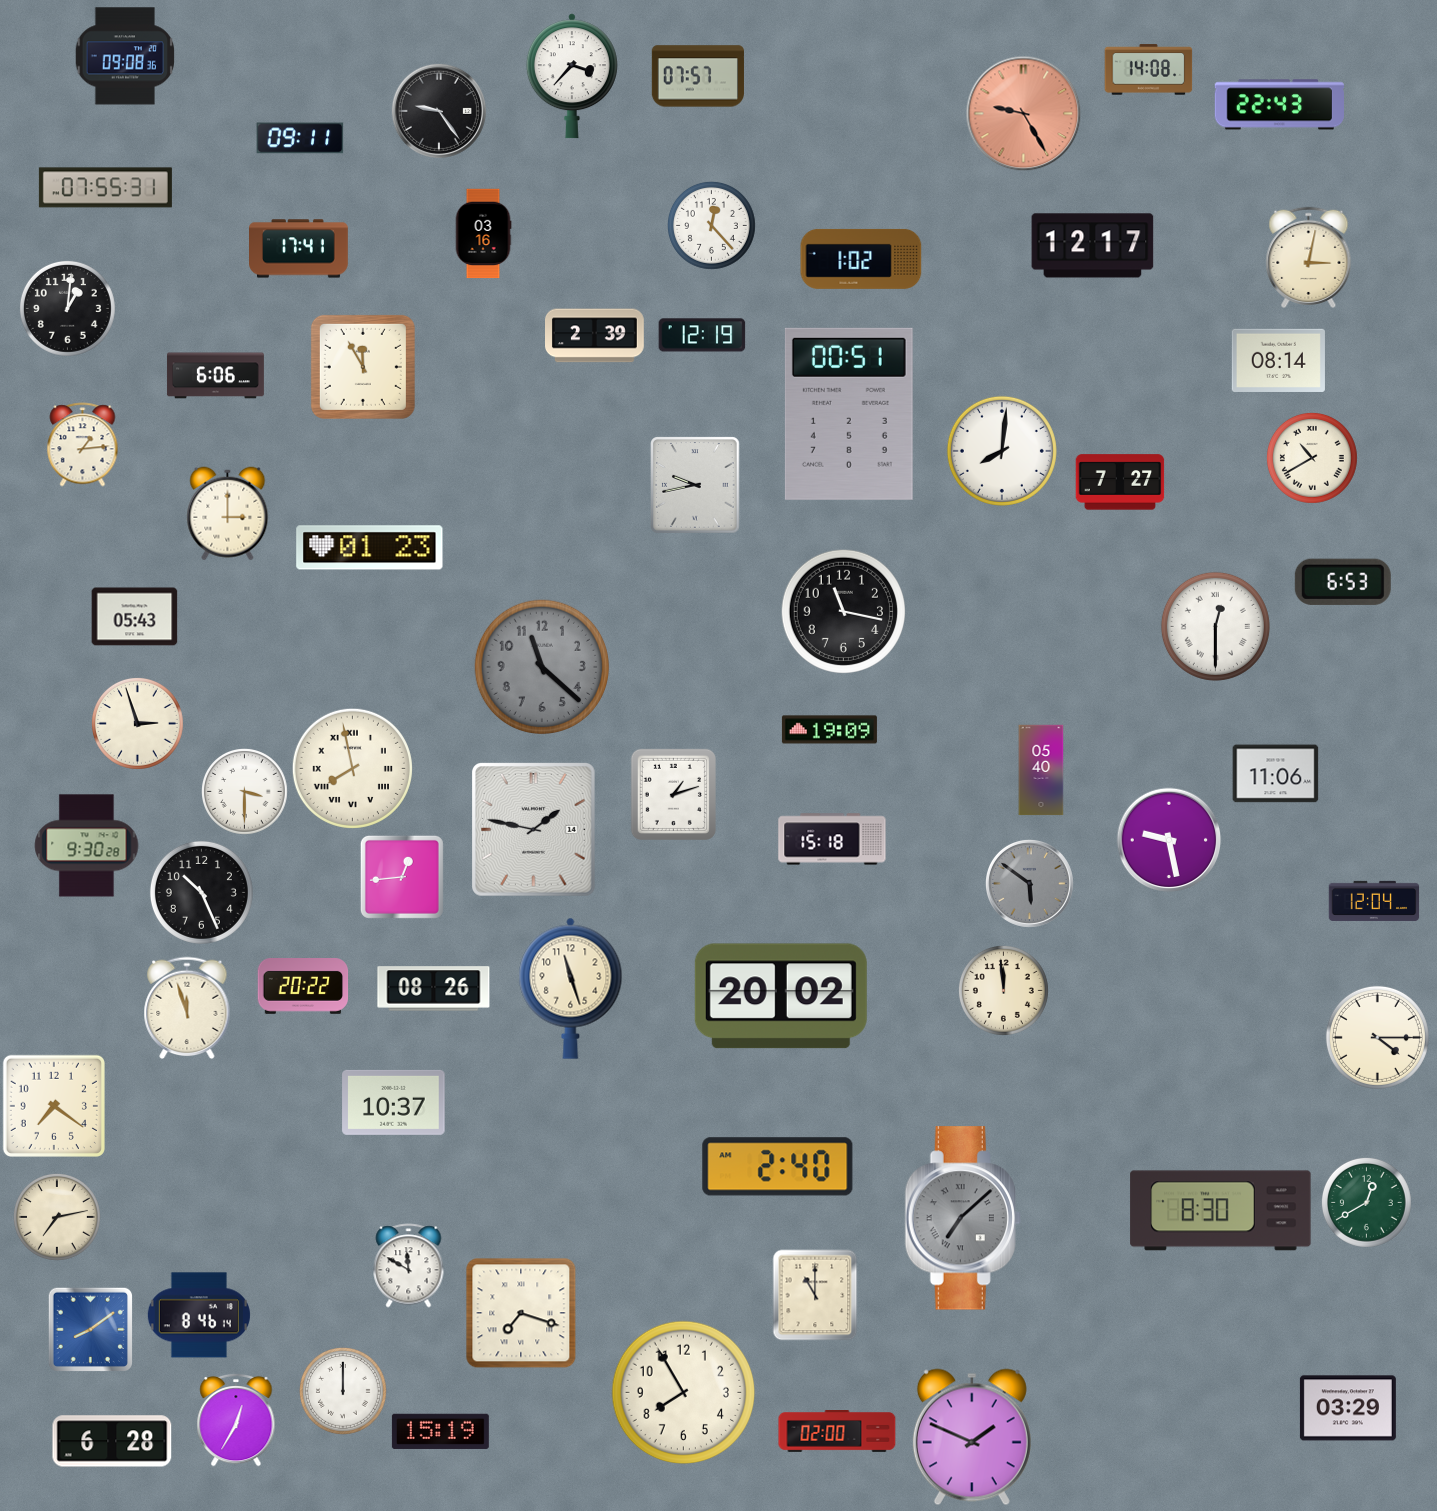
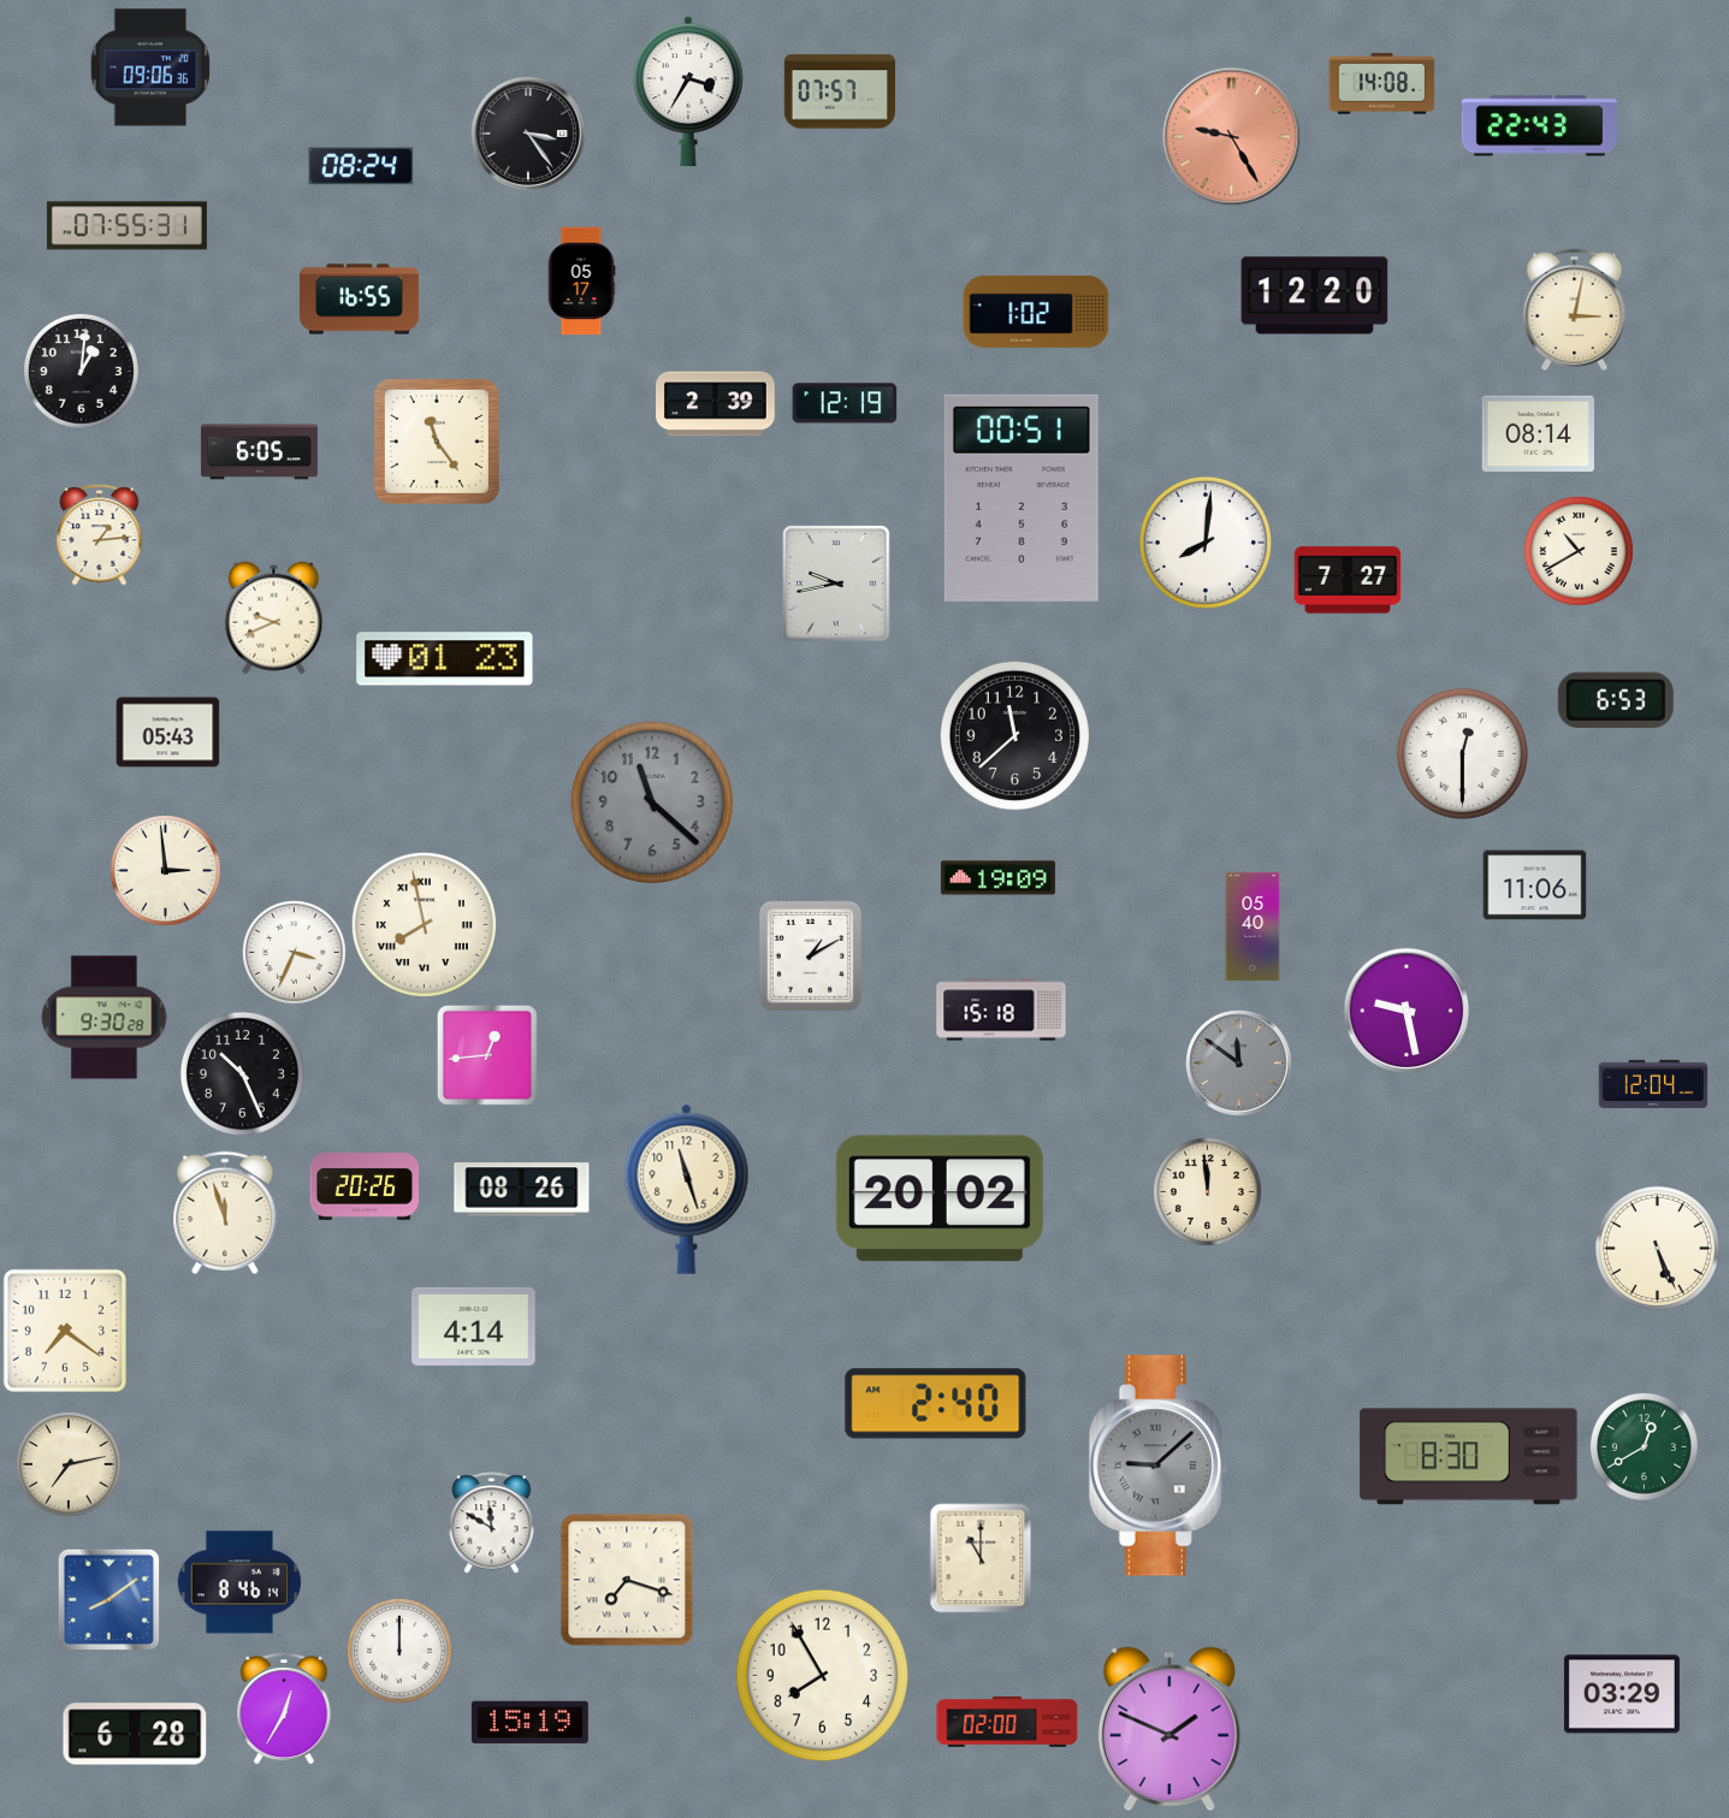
clock at (125, 56): 09:08 -> 09:06
clock at (572, 76): 3:37 -> 3:35
clock at (439, 111): 9:24 -> 3:24
clock at (300, 138): 09:11 -> 08:24
clock at (711, 225): 12:23 -> none
clock at (483, 234): 03:16 -> 05:17
clock at (1093, 246): 12:17 -> 12:20
clock at (299, 249): 17:41 -> 16:55
clock at (363, 367): 11:55 -> 11:24
clock at (215, 376): 6:06 -> 6:05
clock at (228, 514): 3:00 -> 9:41
clock at (843, 611): 11:17 -> 11:38
clock at (135, 617) position: (135, 617) -> (168, 733)
clock at (137, 723): 2:57 -> 2:59
clock at (1276, 774) position: (1276, 774) -> (1535, 886)
clock at (245, 792): 3:30 -> 3:34
clock at (673, 794): 1:12 -> 1:10
clock at (534, 830): 1:47 -> none
clock at (402, 877) position: (402, 877) -> (487, 1055)
clock at (1030, 884): 5:51 -> 11:51
clock at (303, 987): 20:22 -> 20:26
clock at (1377, 1037): 4:15 -> 5:26
clock at (394, 1102): 10:37 -> 4:14
clock at (963, 1218): 7:08 -> 9:08
clock at (344, 1392) position: (344, 1392) -> (401, 1652)
